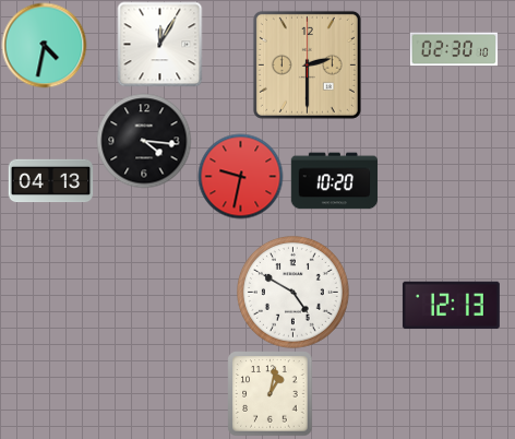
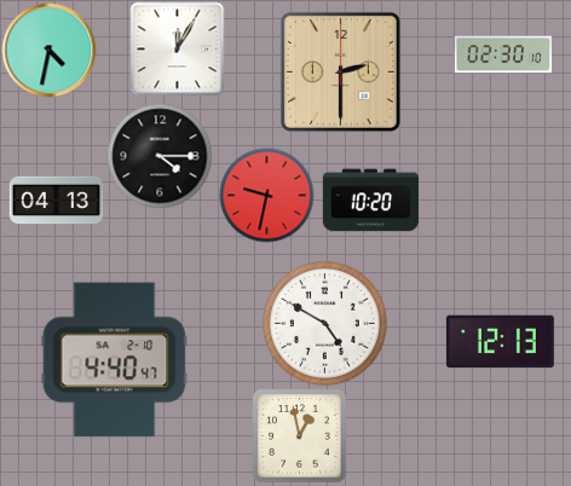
clock at (144, 141): 4:16 -> 4:15
clock at (451, 306) position: (451, 306) -> (500, 342)
clock at (115, 360): none -> 4:40
clock at (270, 393): 1:02 -> 12:58
